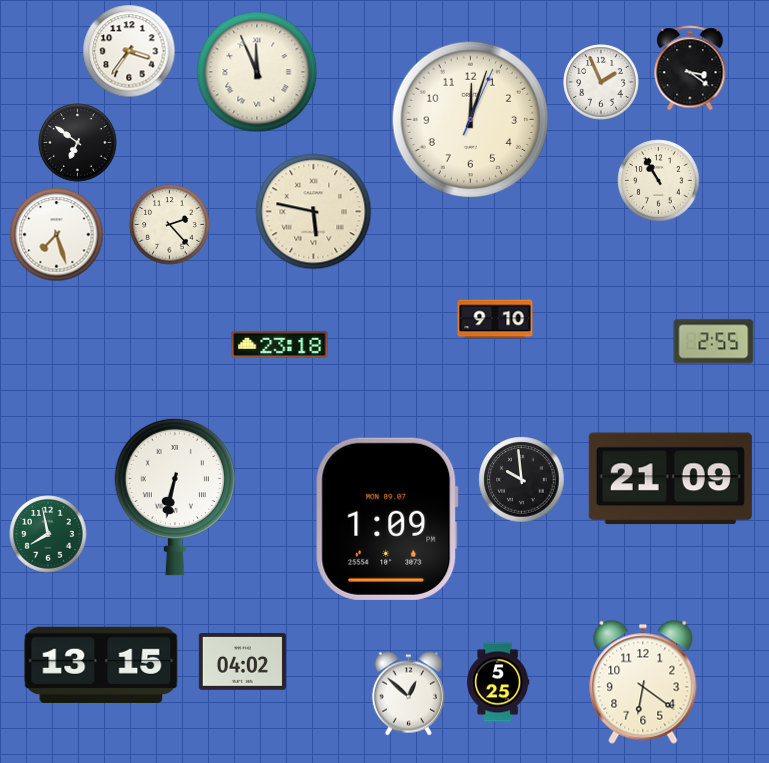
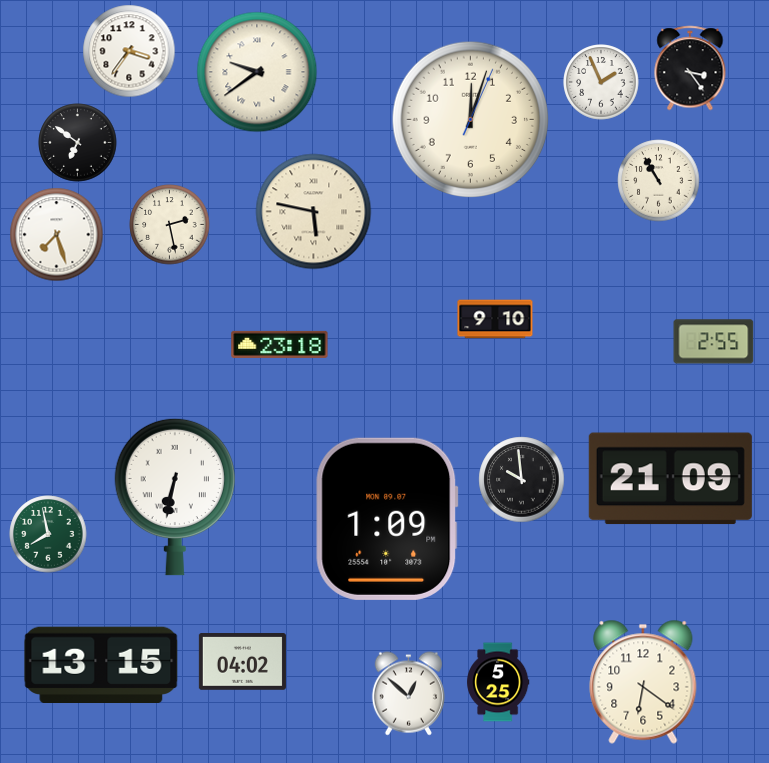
clock at (690, 68): 3:21 -> 3:24
clock at (257, 72): 11:56 -> 9:39
clock at (170, 225): 2:23 -> 2:28
